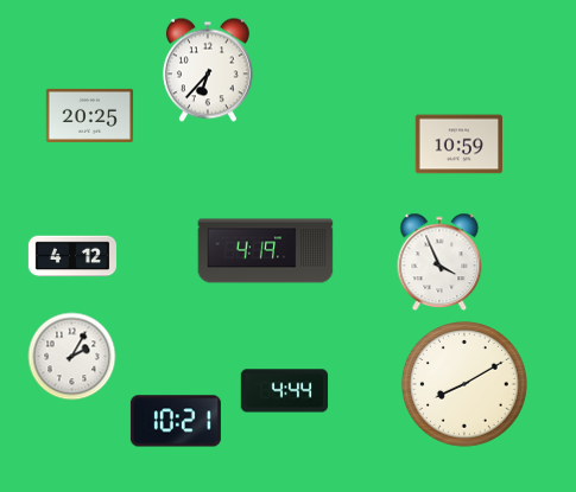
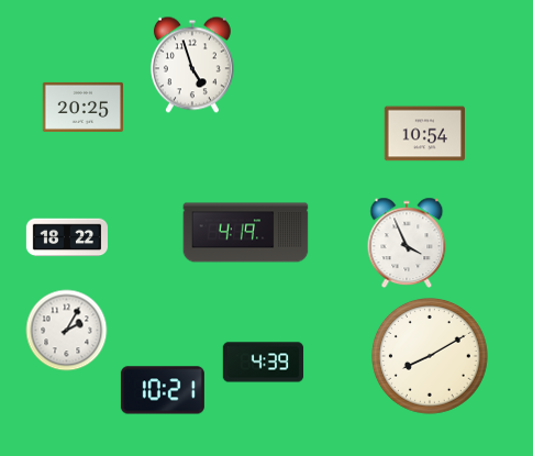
clock at (208, 70): 6:37 -> 4:57
clock at (458, 145): 10:59 -> 10:54
clock at (71, 256): 4:12 -> 18:22
clock at (285, 391): 4:44 -> 4:39
